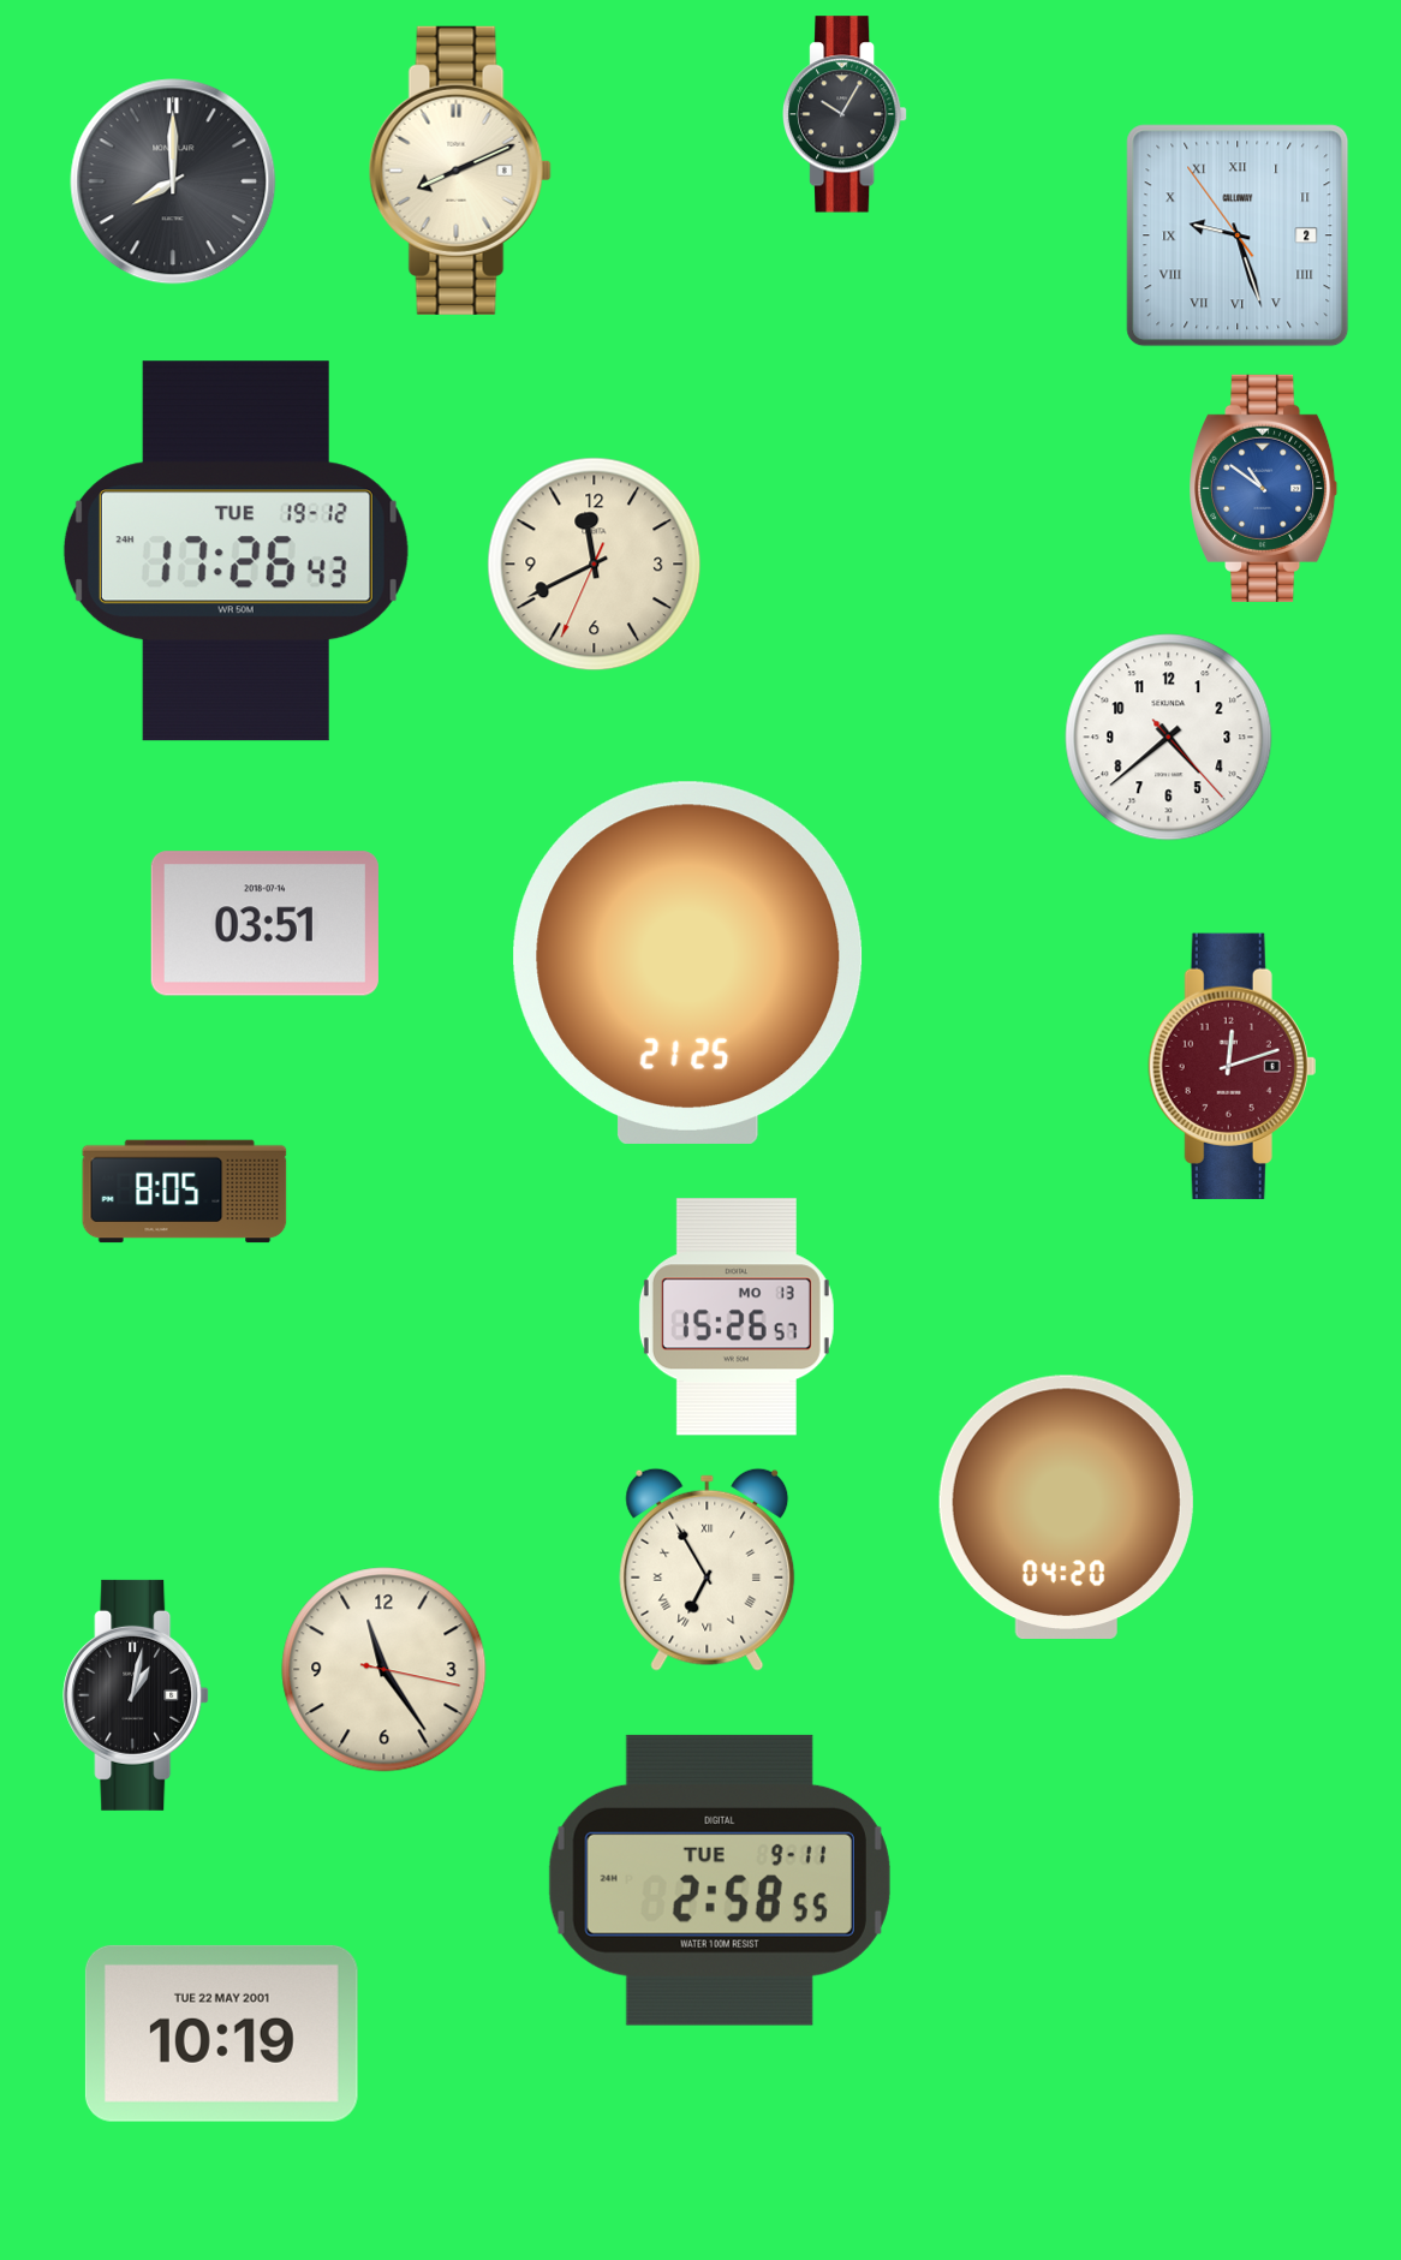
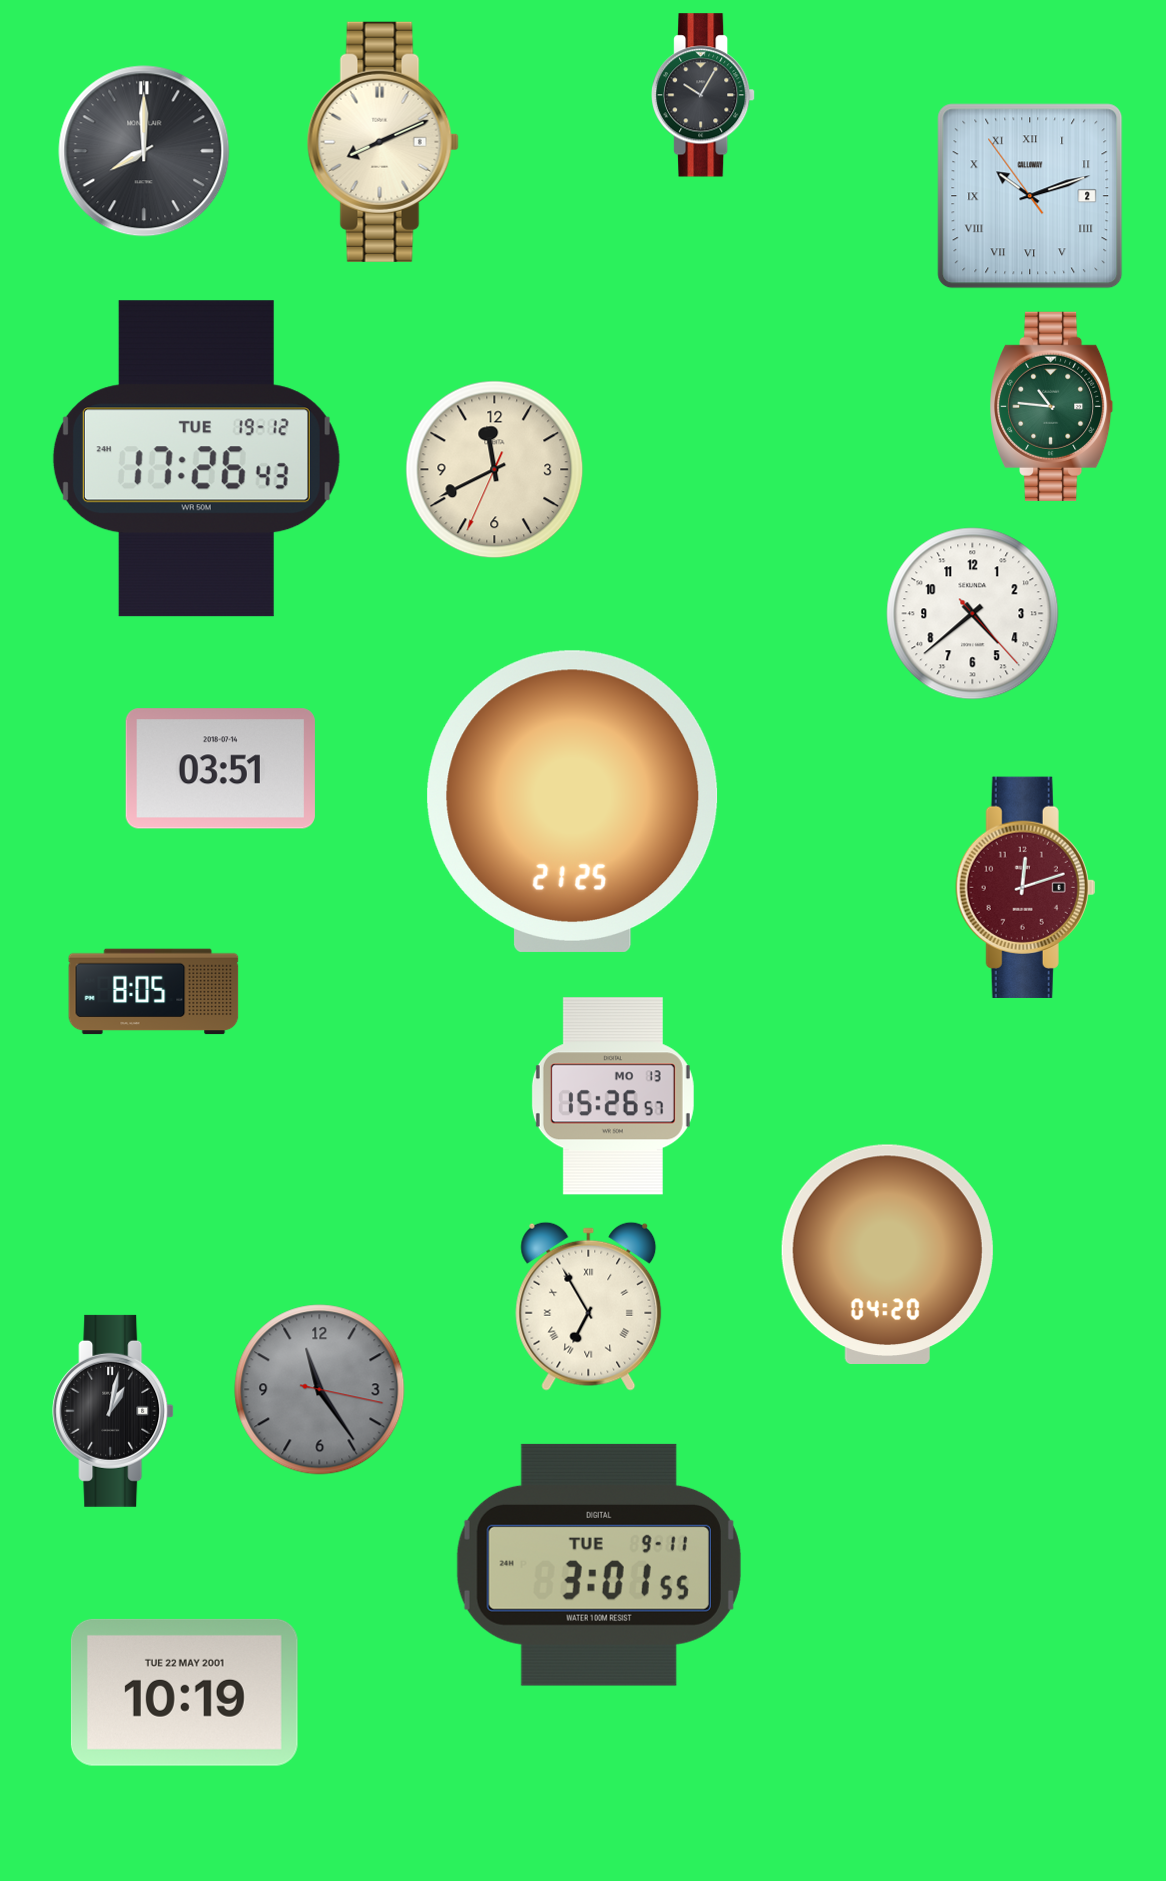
clock at (1238, 235): 9:26 -> 10:11
clock at (1264, 488): 10:51 -> 10:46
clock at (1264, 488) dial: blue -> green
clock at (384, 1670) dial: cream -> grey
clock at (720, 1880): 2:58 -> 3:01
